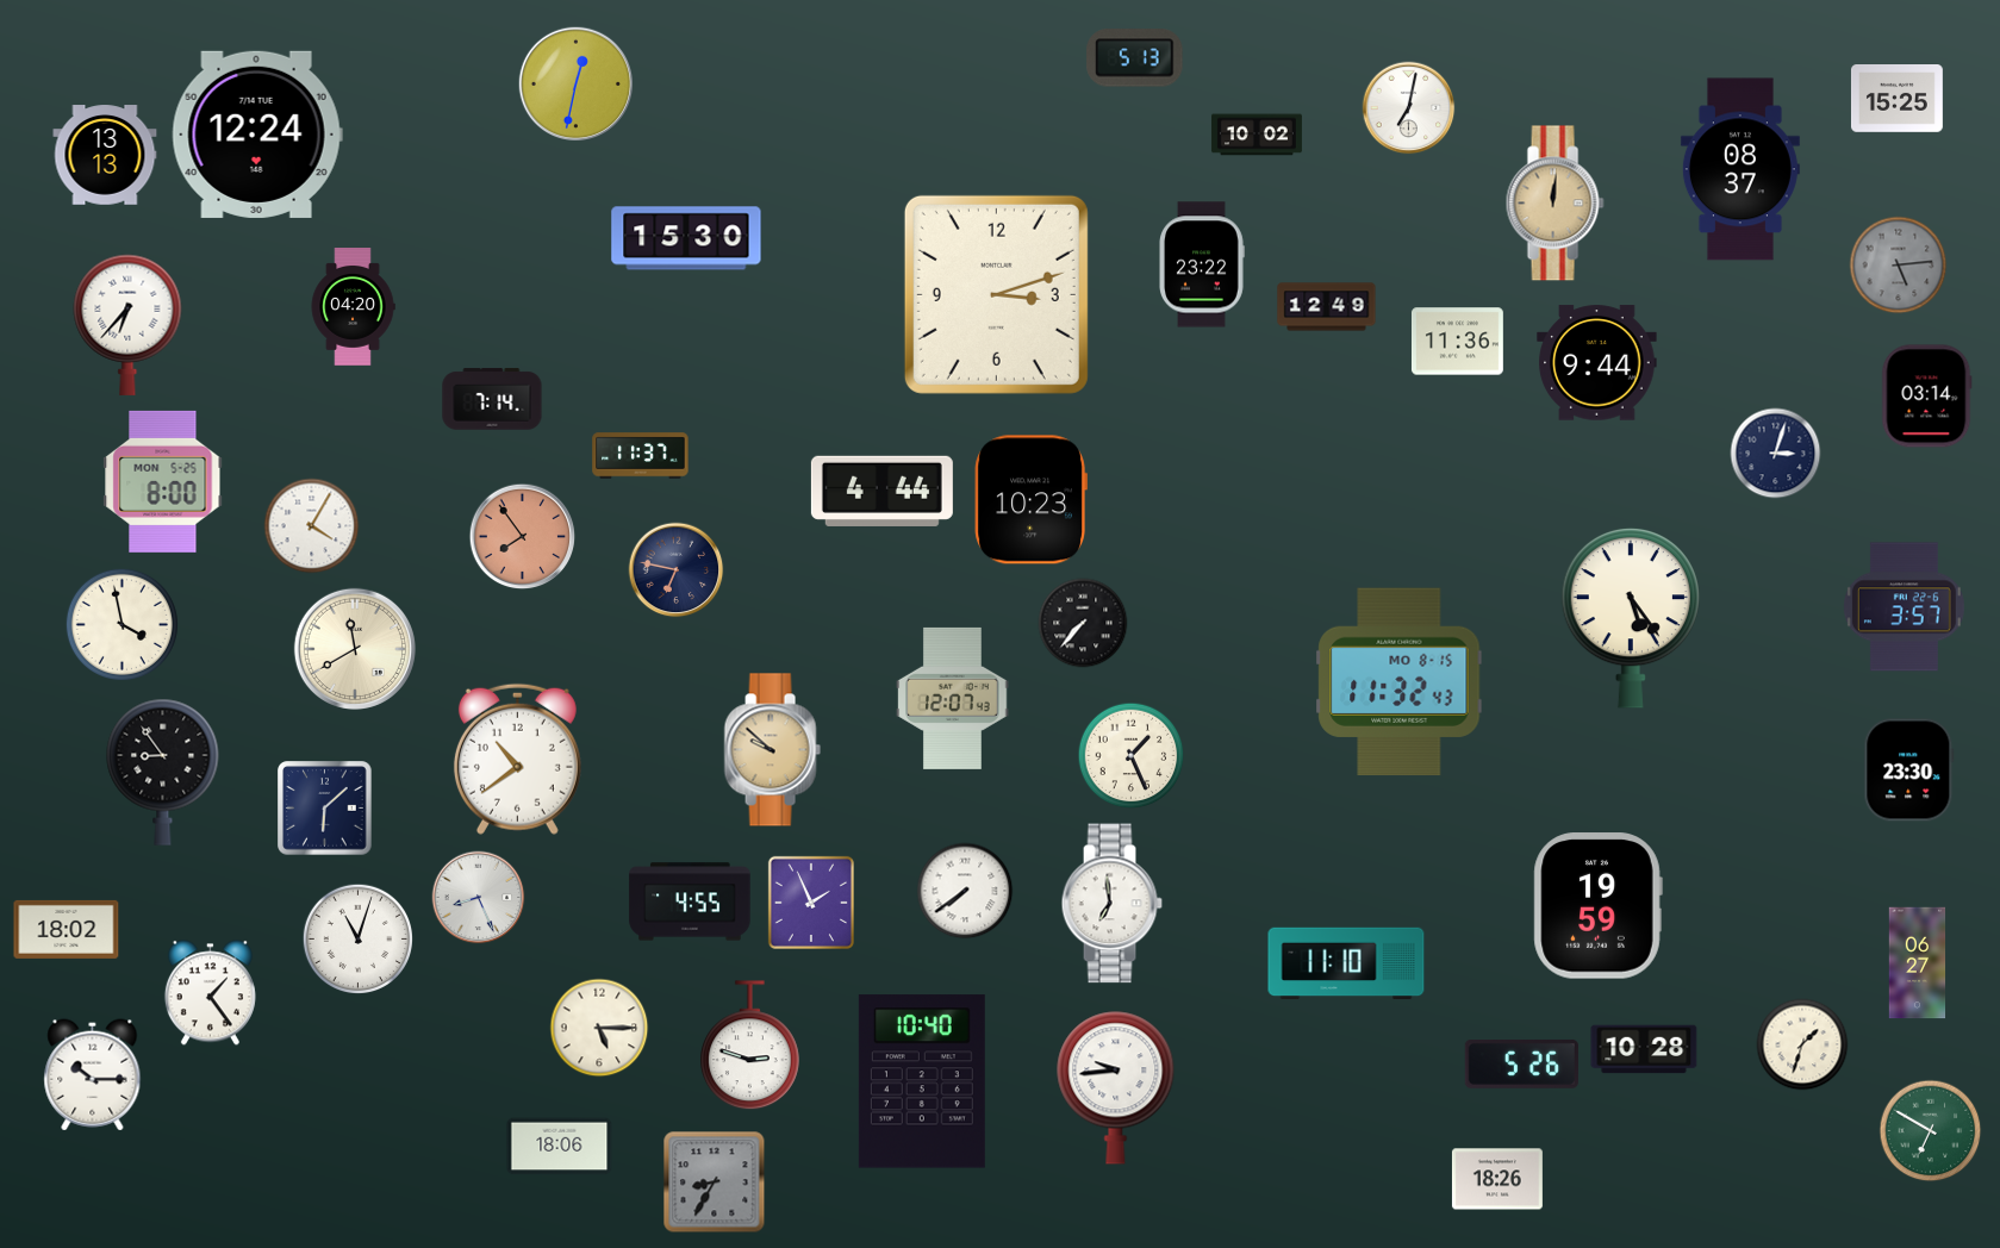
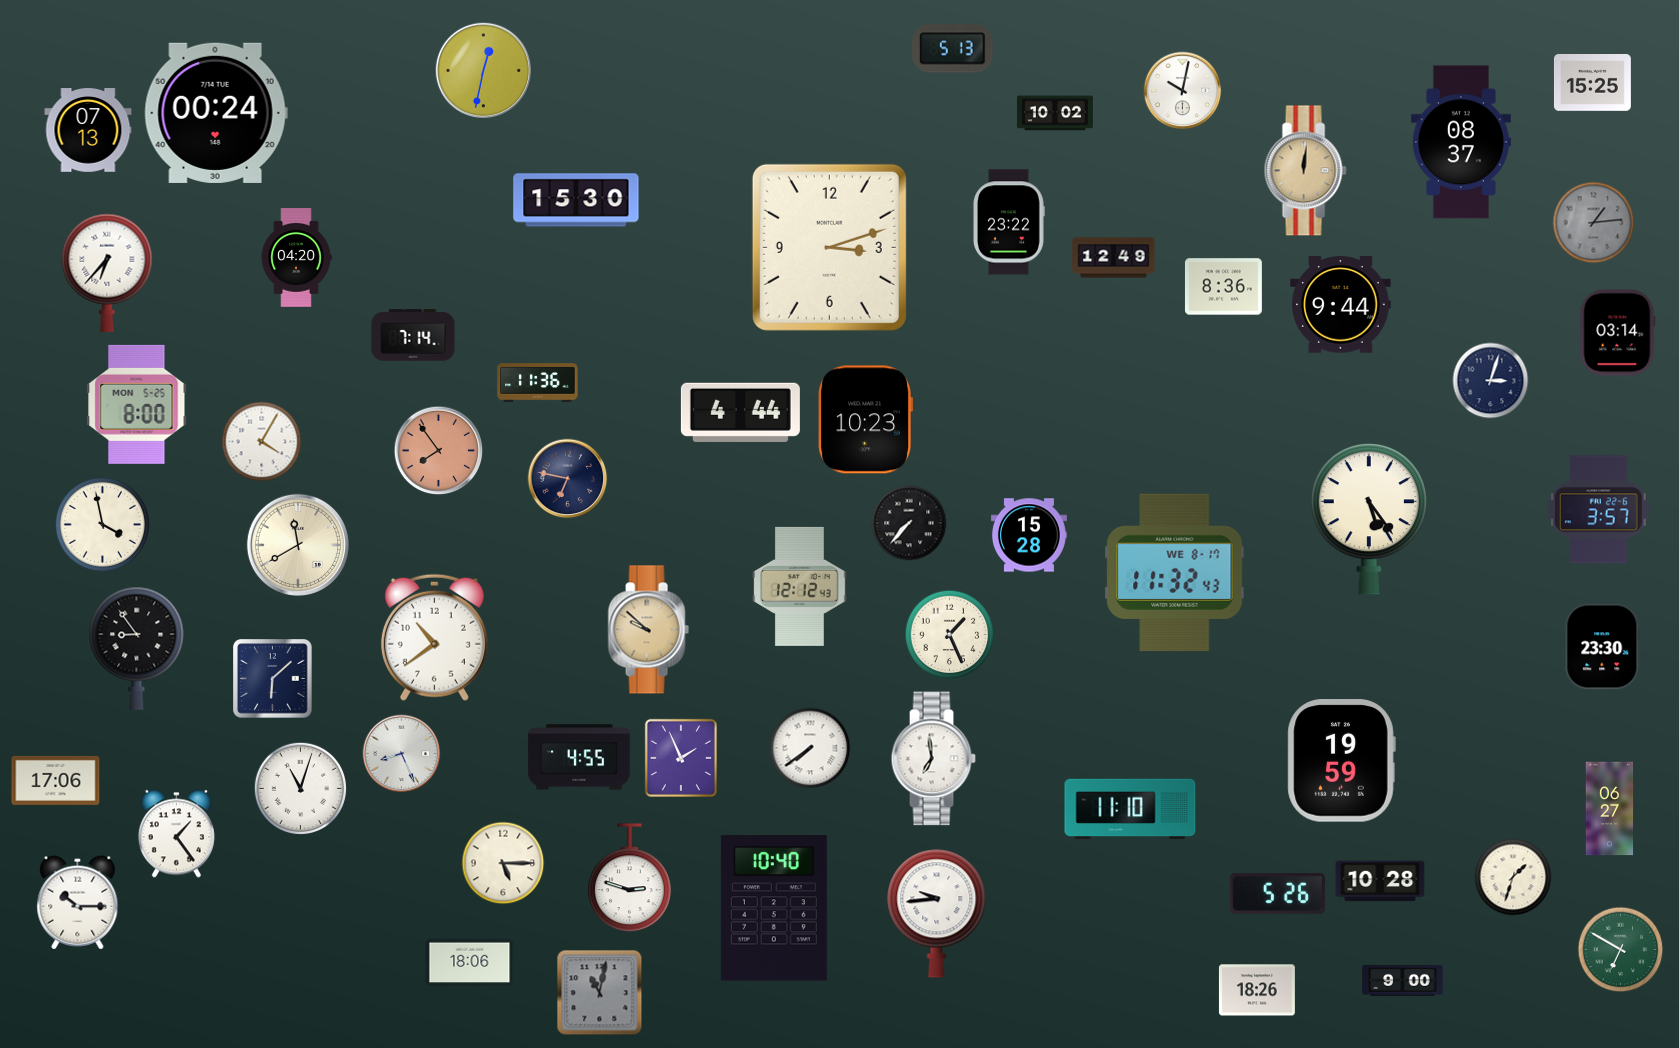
clock at (1409, 108): 7:02 -> 10:02
clock at (257, 135): 12:24 -> 00:24
clock at (105, 155): 13:13 -> 07:13
clock at (1899, 266): 5:14 -> 1:14
clock at (996, 294) position: (996, 294) -> (829, 247)
clock at (1457, 342): 11:36 -> 8:36
clock at (641, 456): 11:37 -> 11:36
clock at (1029, 535): none -> 15:28
clock at (1400, 682) date: MO 8-15 -> WE 8-17
clock at (953, 698): 12:07 -> 12:12
clock at (67, 929): 18:02 -> 17:06
clock at (1403, 981): none -> 9:00
clock at (715, 1183): 8:35 -> 11:02
